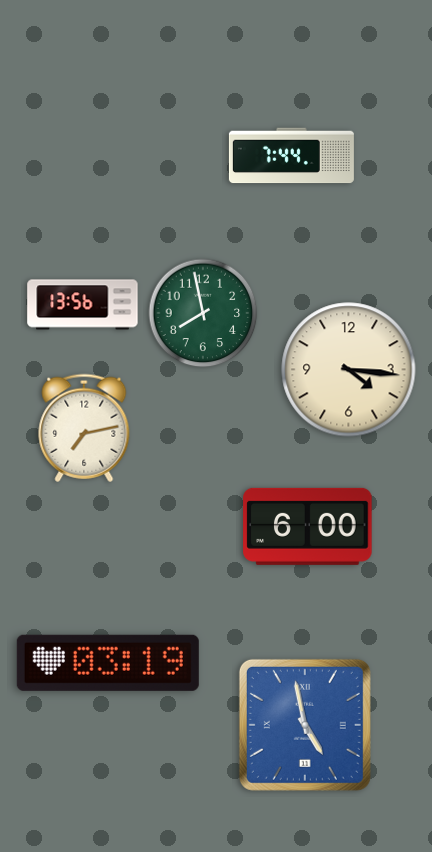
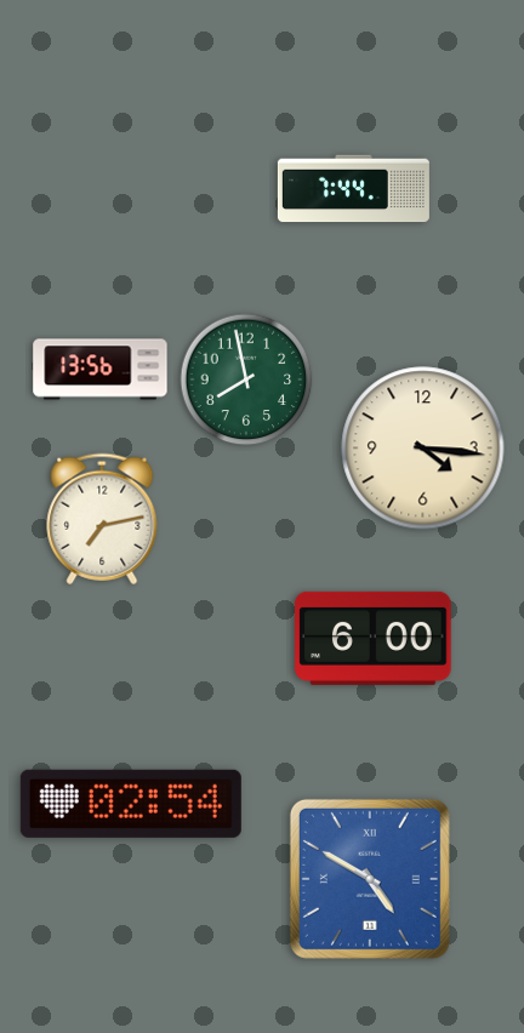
clock at (108, 663): 03:19 -> 02:54
clock at (305, 725): 4:58 -> 4:50
